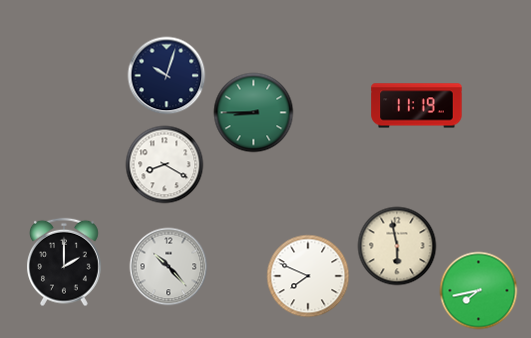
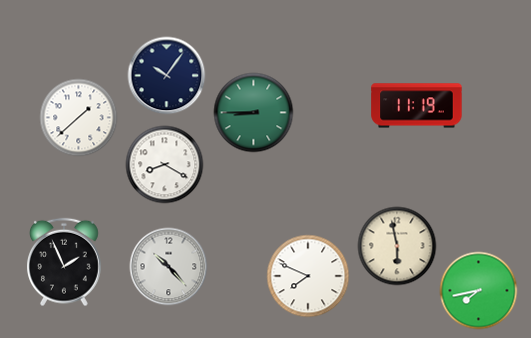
clock at (166, 75): 10:03 -> 10:06
clock at (78, 117): none -> 1:38
clock at (65, 262): 2:00 -> 1:56
